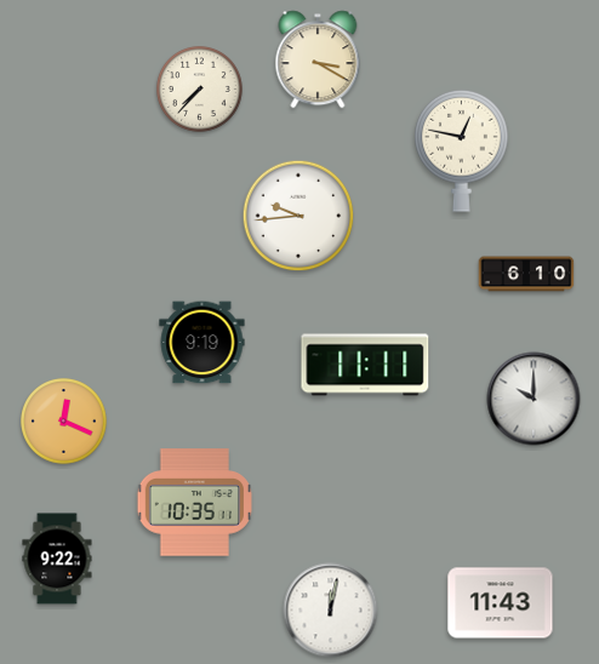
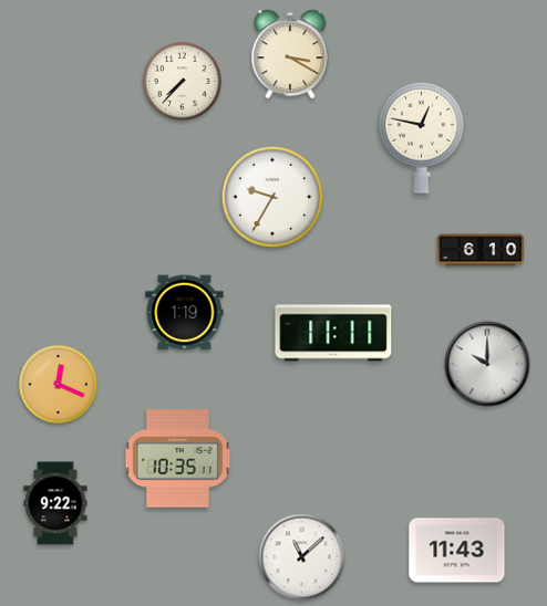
clock at (298, 216): 9:44 -> 9:35
clock at (202, 343): 9:19 -> 1:19
clock at (57, 559) position: (57, 559) -> (55, 503)
clock at (331, 611): 12:02 -> 11:08
